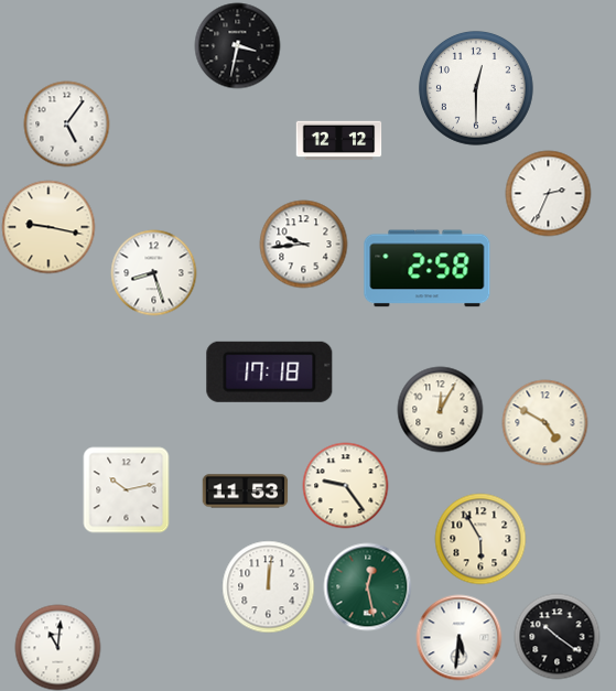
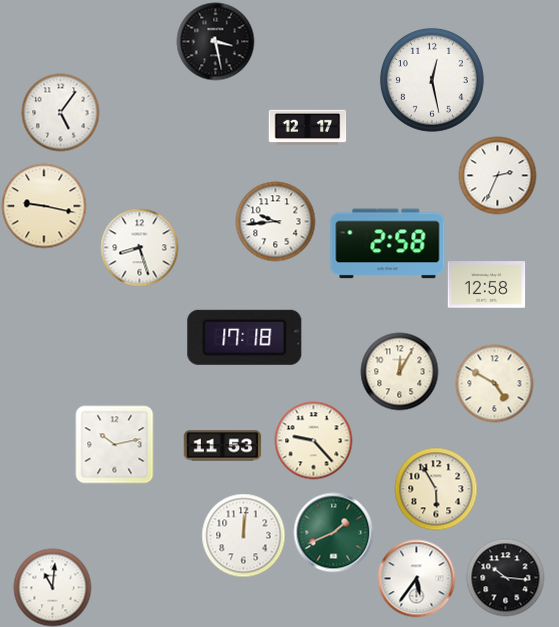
clock at (237, 45): 3:32 -> 3:28
clock at (476, 88): 12:30 -> 12:28
clock at (338, 141): 12:12 -> 12:17
clock at (486, 285): none -> 12:58
clock at (345, 485): 9:24 -> 9:23
clock at (268, 586) position: (268, 586) -> (243, 535)
clock at (367, 586): 12:28 -> 1:41
clock at (556, 636): 10:21 -> 10:16
clock at (458, 637): 5:31 -> 5:36
